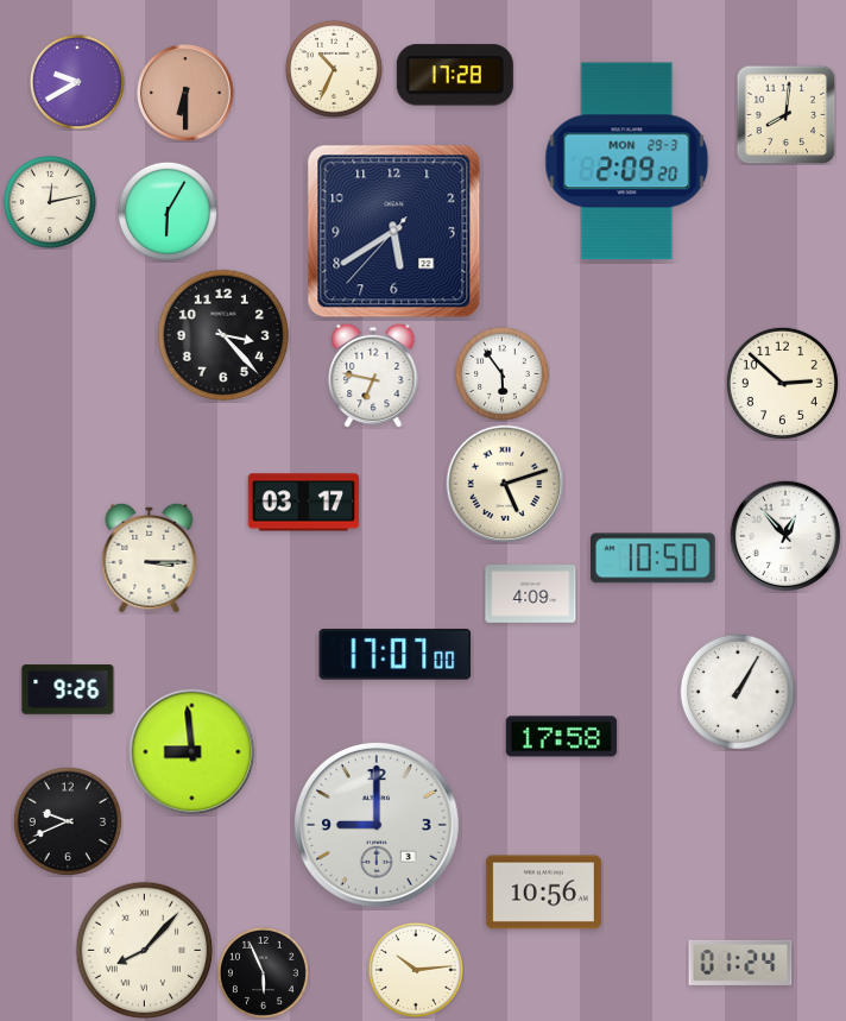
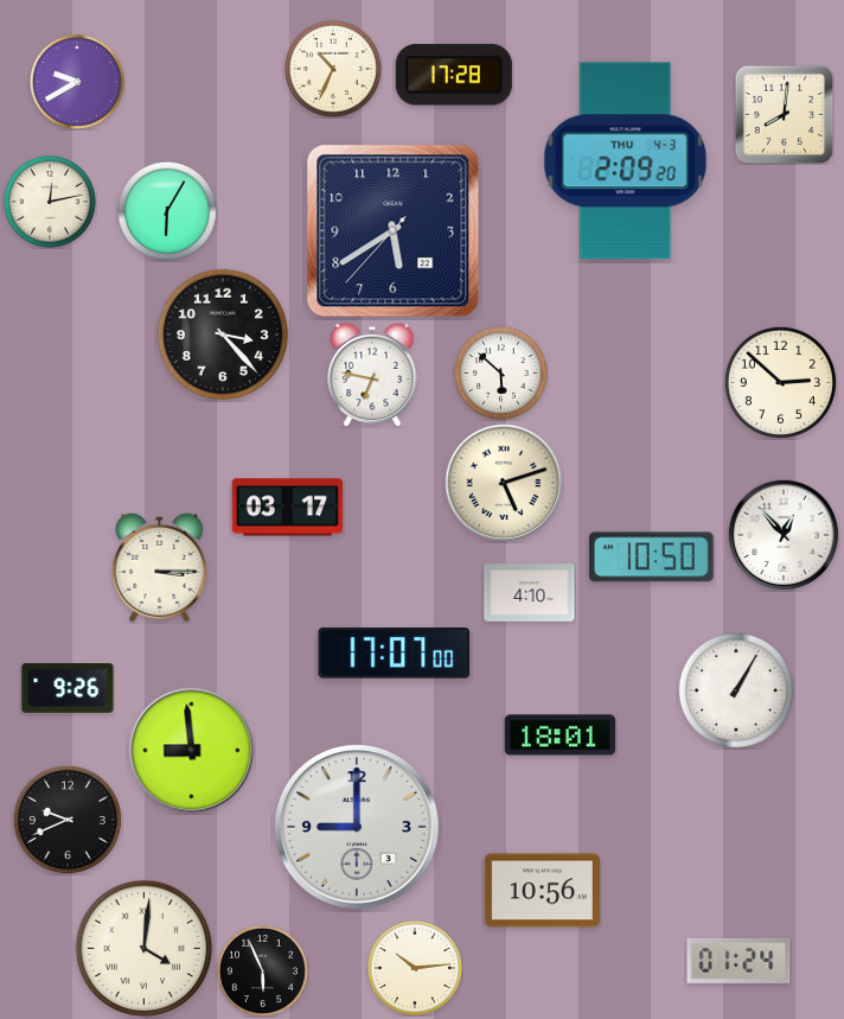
clock at (187, 94): 6:30 -> none
clock at (627, 162) date: MON 29-3 -> THU 4-3
clock at (501, 373): 5:54 -> 5:52
clock at (304, 503) position: (304, 503) -> (288, 508)
clock at (150, 557) position: (150, 557) -> (160, 567)
clock at (531, 594): 4:09 -> 4:10
clock at (562, 737): 17:58 -> 18:01
clock at (377, 825) position: (377, 825) -> (357, 827)
clock at (145, 951): 8:07 -> 4:01
